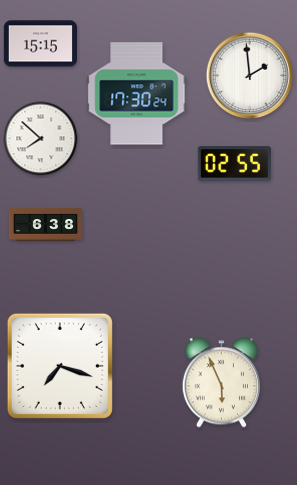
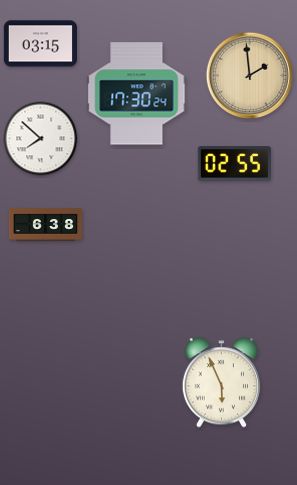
clock at (40, 44): 15:15 -> 03:15
clock at (250, 76) dial: white -> champagne
clock at (60, 366): 7:18 -> none
